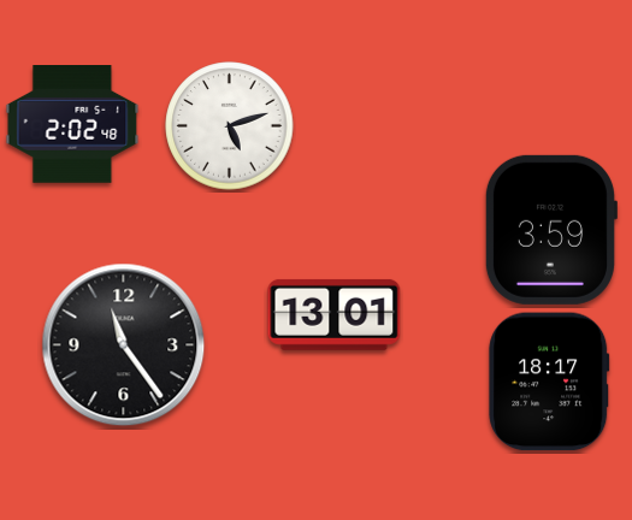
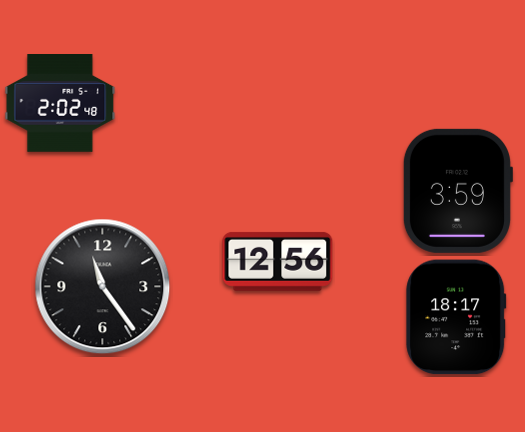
clock at (230, 126): 5:12 -> none
clock at (335, 314): 13:01 -> 12:56
